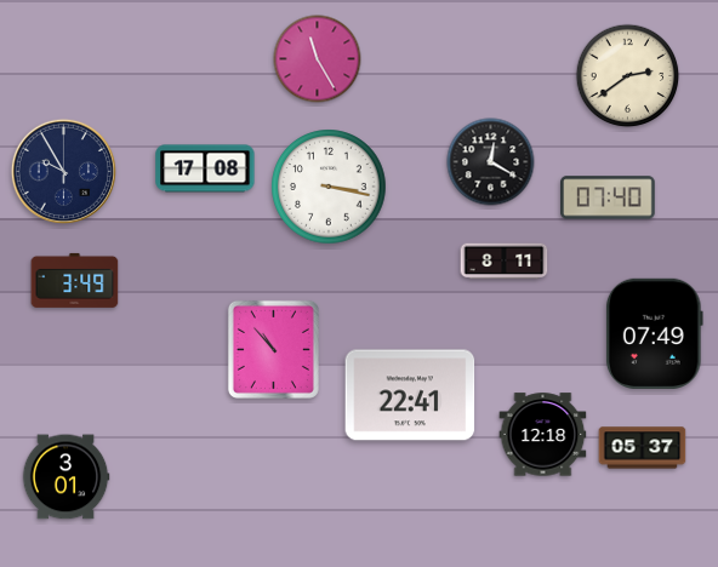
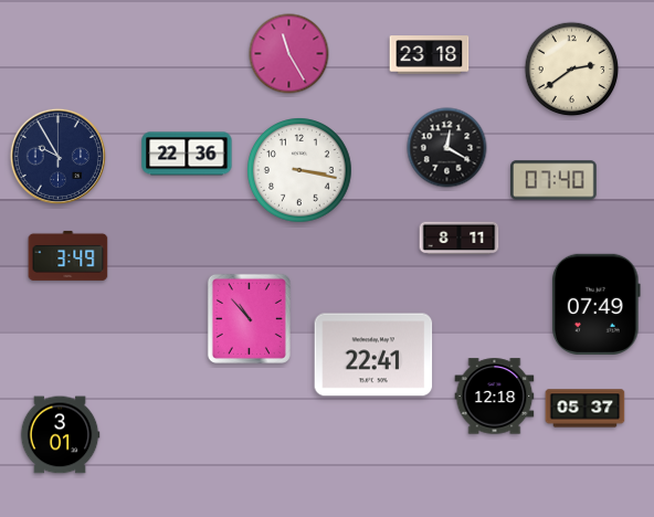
clock at (430, 55): none -> 23:18
clock at (205, 168): 17:08 -> 22:36
clock at (410, 395) position: (410, 395) -> (373, 355)
